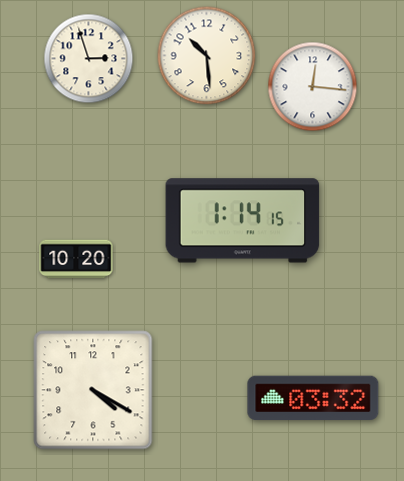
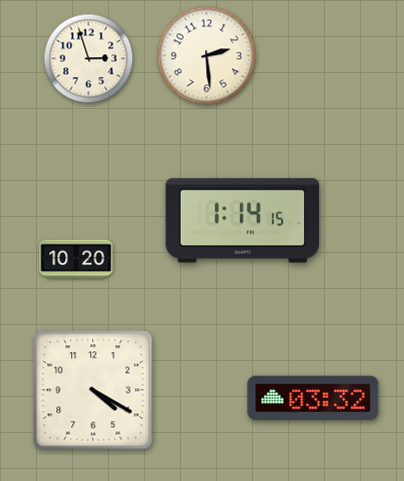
clock at (207, 56): 10:29 -> 2:29
clock at (313, 87): 12:16 -> none
